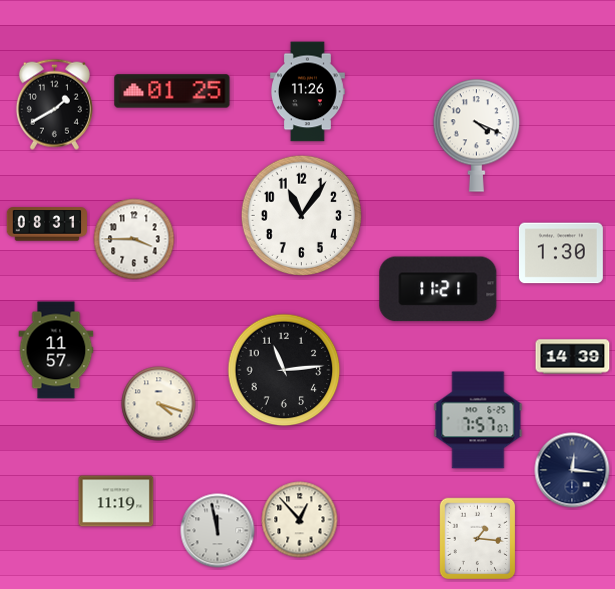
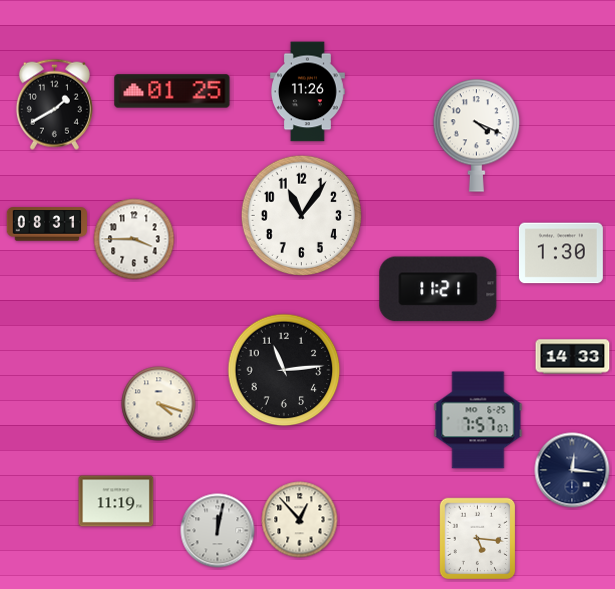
clock at (56, 350): 11:57 -> none
clock at (573, 357): 14:39 -> 14:33
clock at (218, 531): 11:58 -> 12:02
clock at (478, 539): 1:16 -> 5:16
